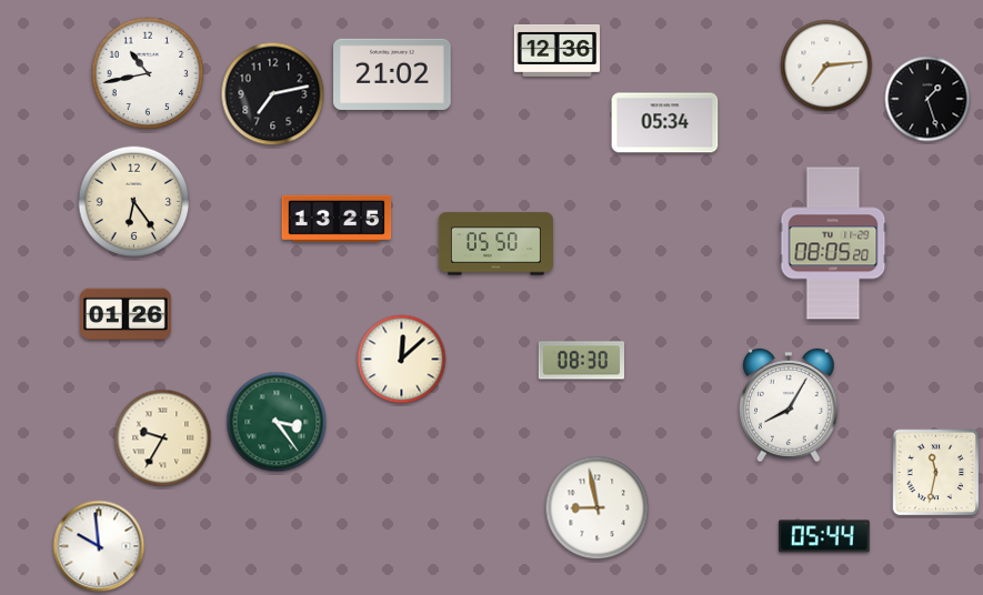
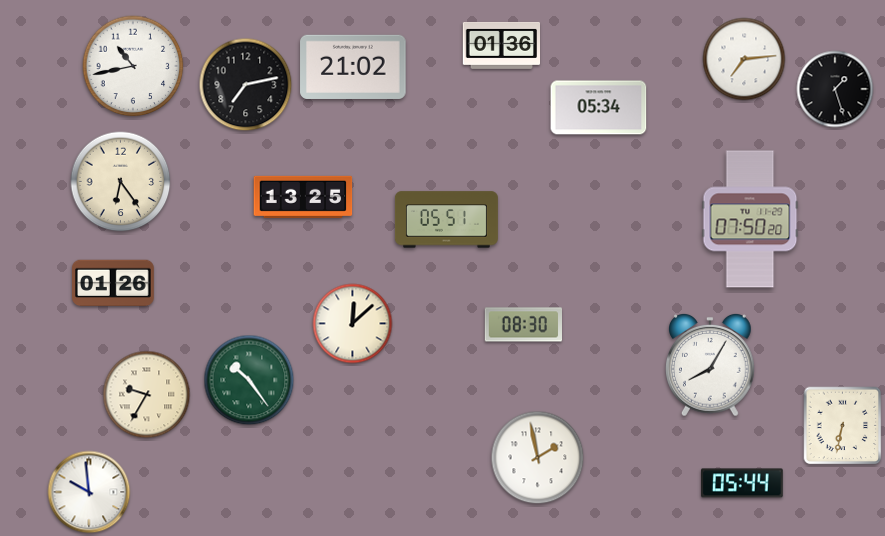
clock at (558, 50): 12:36 -> 01:36
clock at (665, 123) position: (665, 123) -> (599, 108)
clock at (833, 243): 08:05 -> 07:50
clock at (495, 244): 05:50 -> 05:51
clock at (402, 360) position: (402, 360) -> (353, 324)
clock at (277, 422): 3:24 -> 10:24
clock at (936, 473): 11:32 -> 6:32
clock at (598, 508): 8:58 -> 1:58
